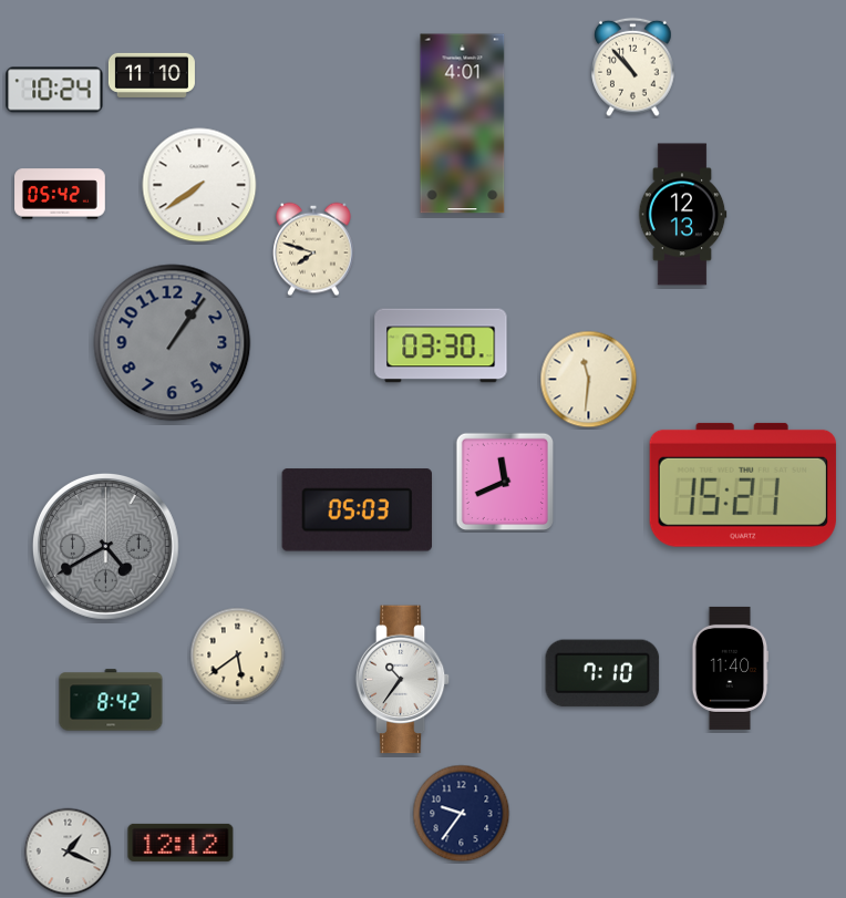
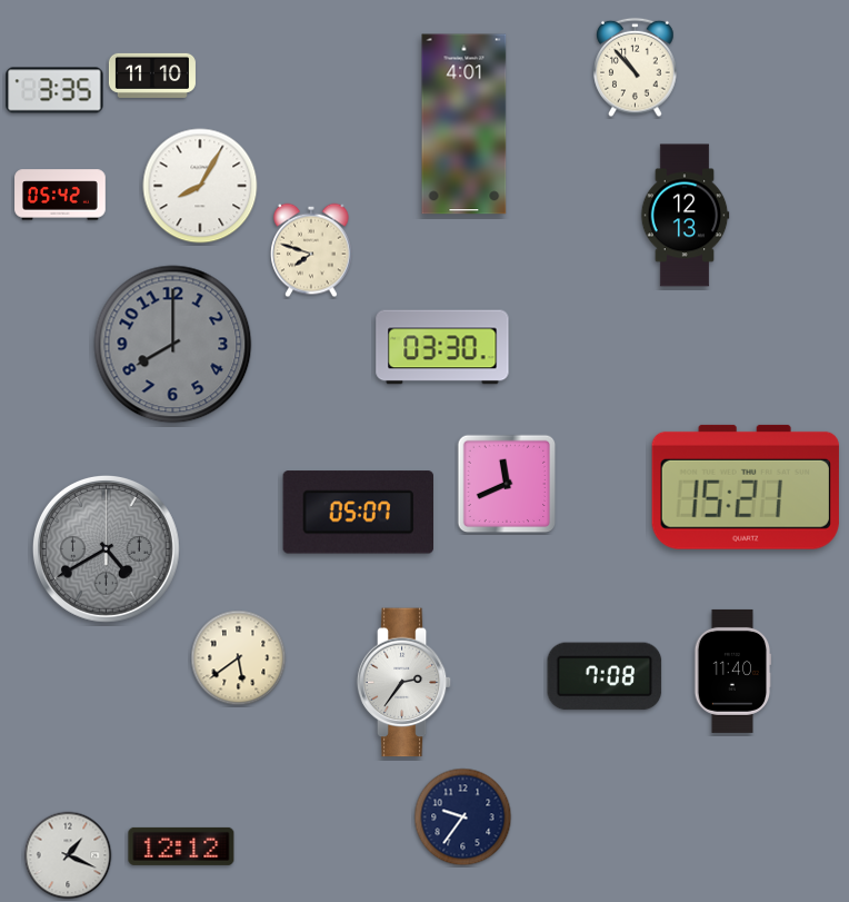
clock at (54, 90): 10:24 -> 3:35
clock at (199, 185): 7:39 -> 8:05
clock at (313, 249) position: (313, 249) -> (311, 250)
clock at (173, 343): 1:06 -> 8:00
clock at (589, 380): 11:31 -> none
clock at (357, 510): 05:03 -> 05:07
clock at (602, 673): 7:10 -> 7:08
clock at (403, 680): 10:36 -> 2:36
clock at (111, 700): 8:42 -> none
